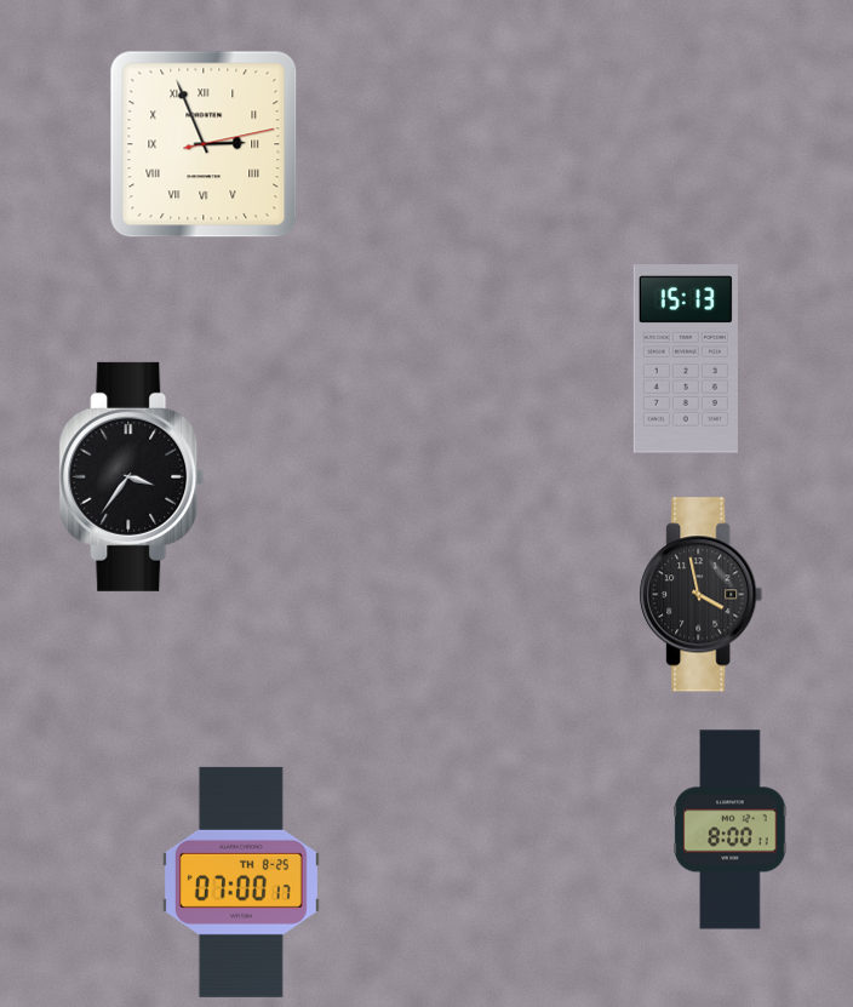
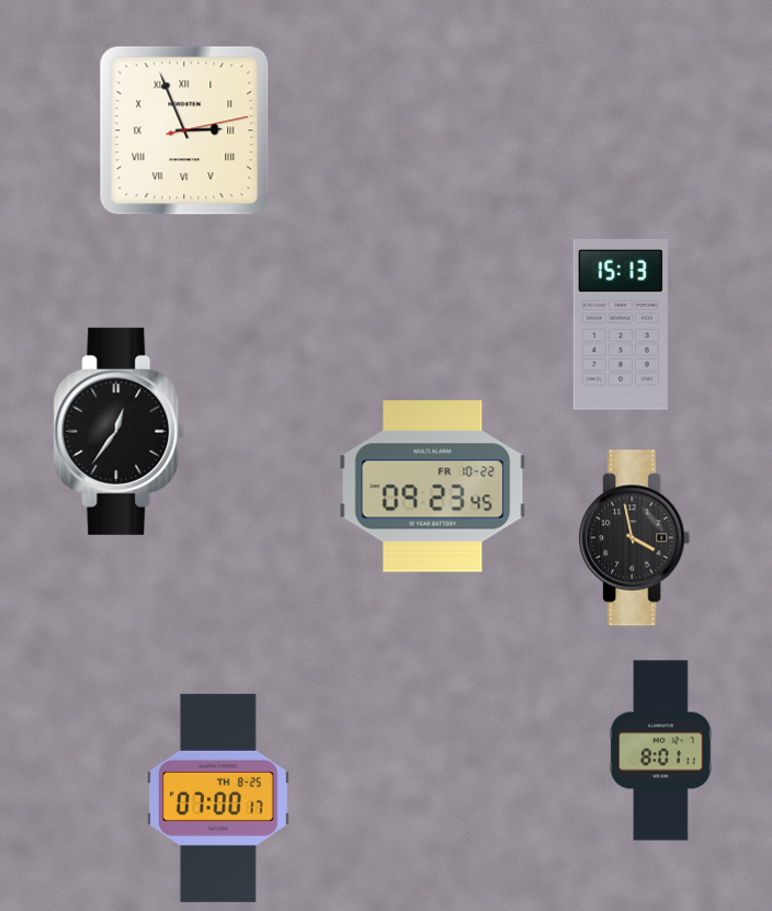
clock at (132, 476): 3:36 -> 12:36
clock at (433, 487): none -> 09:23
clock at (731, 830): 8:00 -> 8:01
